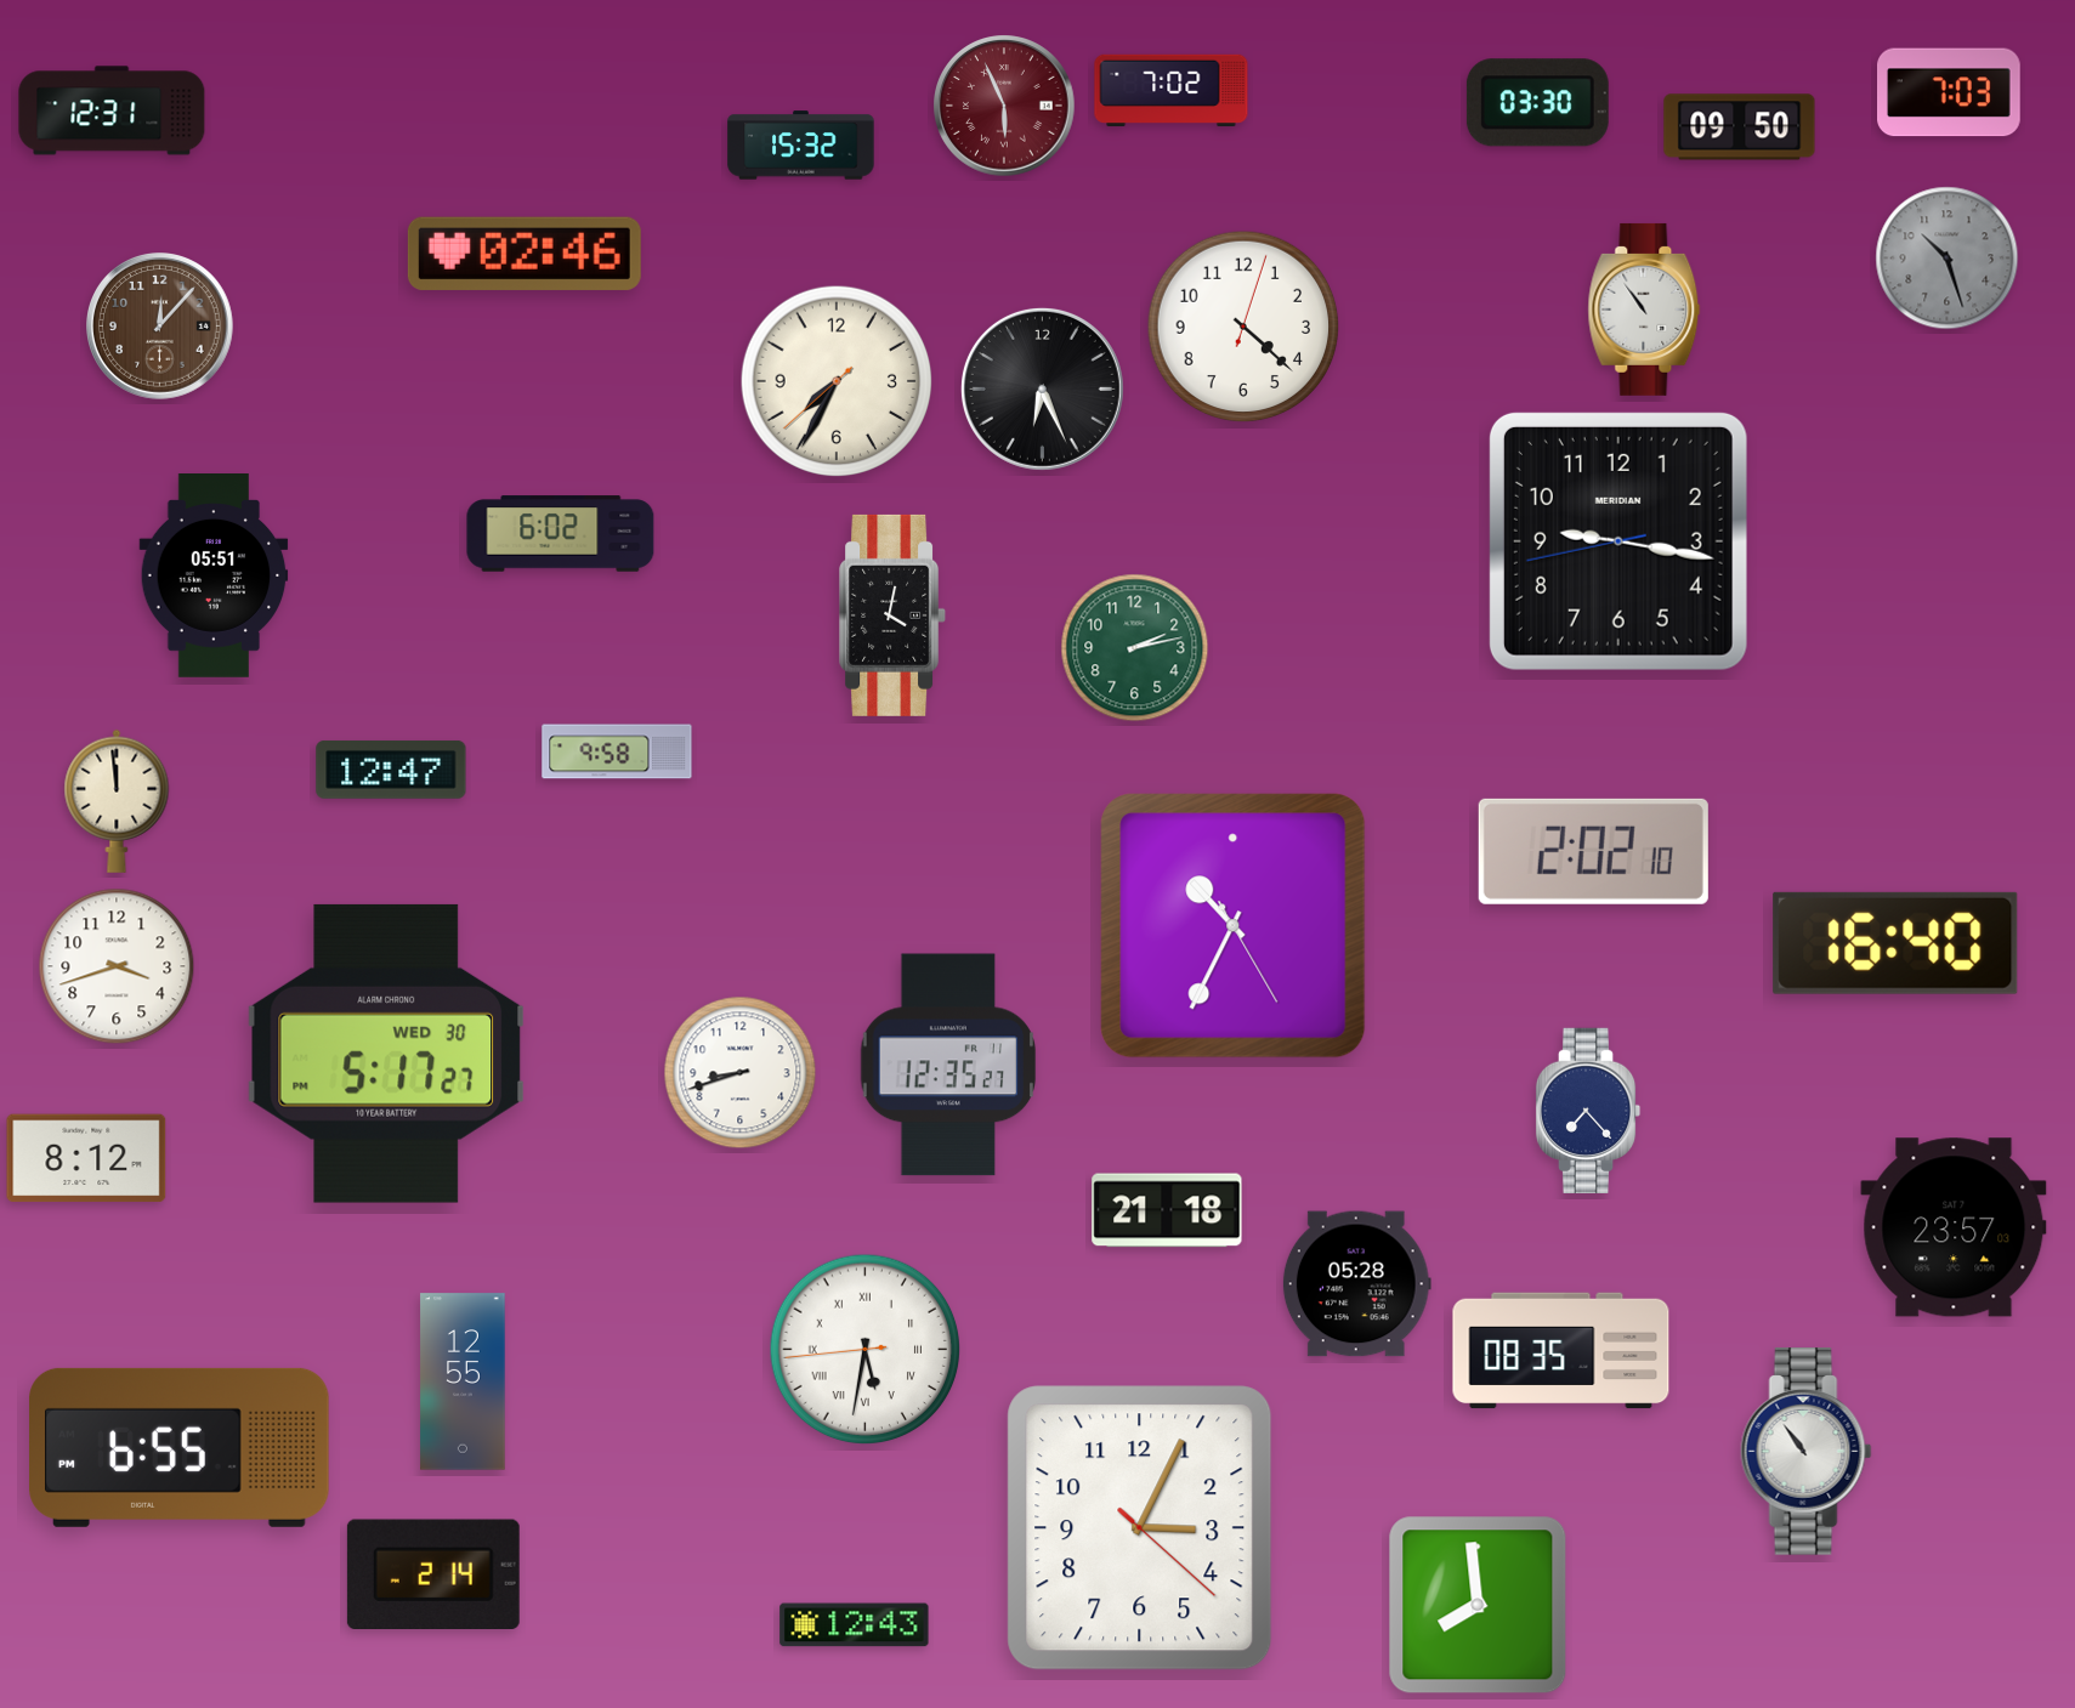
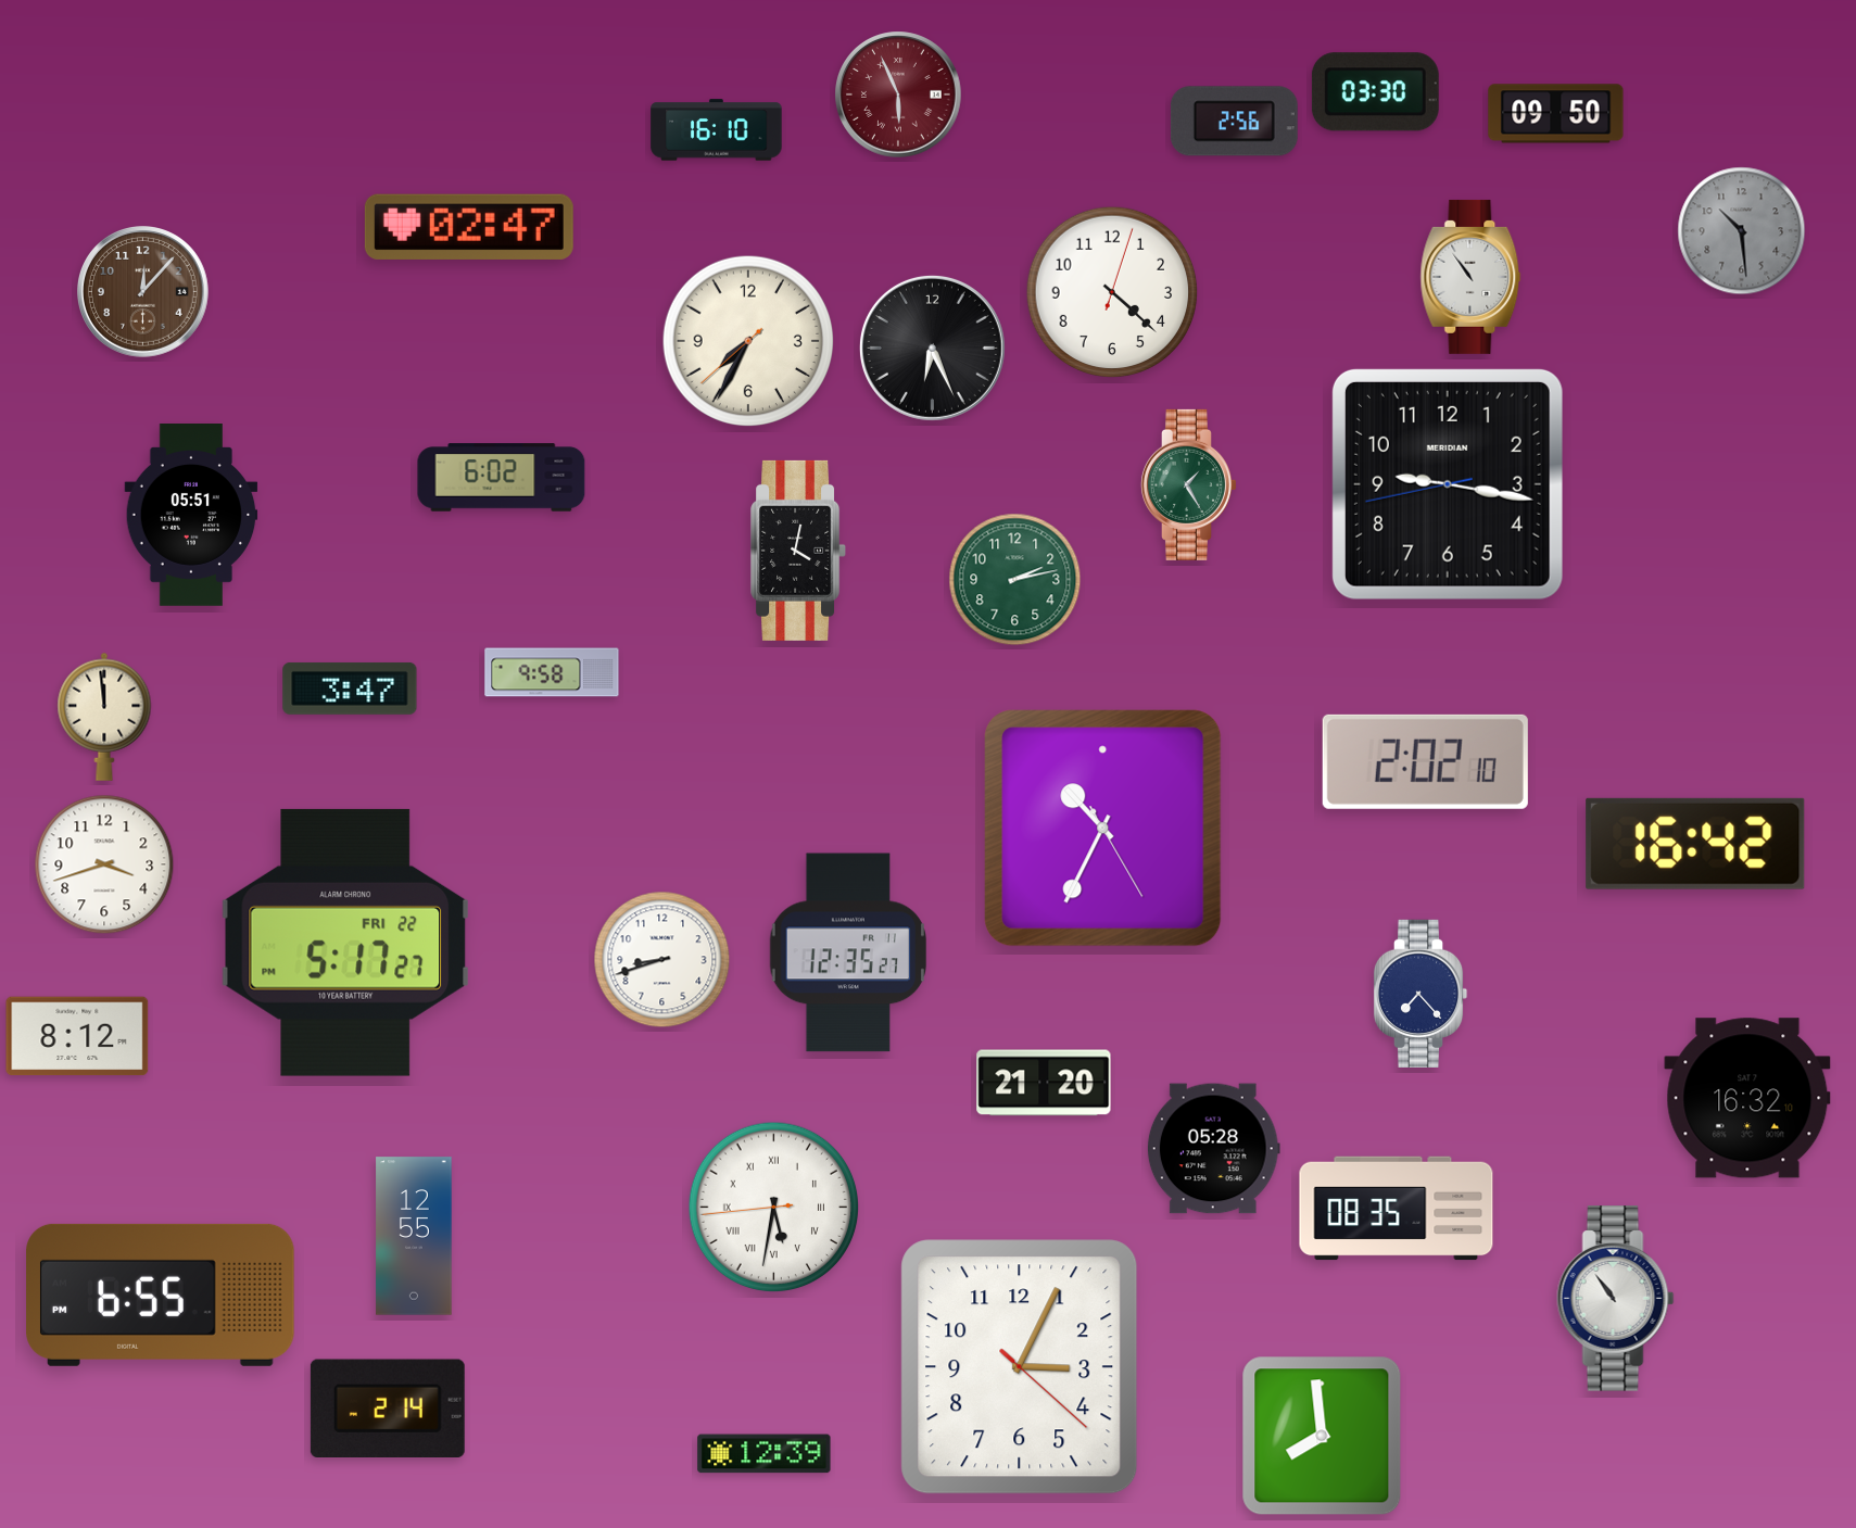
clock at (1172, 91): 7:02 -> none
clock at (1950, 92): 7:03 -> none
clock at (112, 110): 12:31 -> none
clock at (1234, 122): none -> 2:56
clock at (801, 146): 15:32 -> 16:10
clock at (525, 254): 02:46 -> 02:47
clock at (1948, 259): 10:27 -> 10:29
clock at (1188, 484): none -> 1:25
clock at (391, 770): 12:47 -> 3:47
clock at (1895, 943): 16:40 -> 16:42
clock at (386, 1054) date: WED 30 -> FRI 22
clock at (1167, 1210): 21:18 -> 21:20
clock at (1954, 1227): 23:57 -> 16:32
clock at (855, 1625): 12:43 -> 12:39
